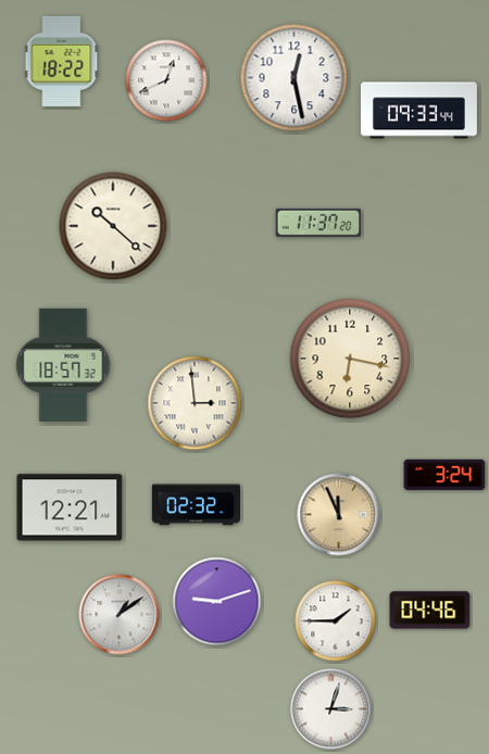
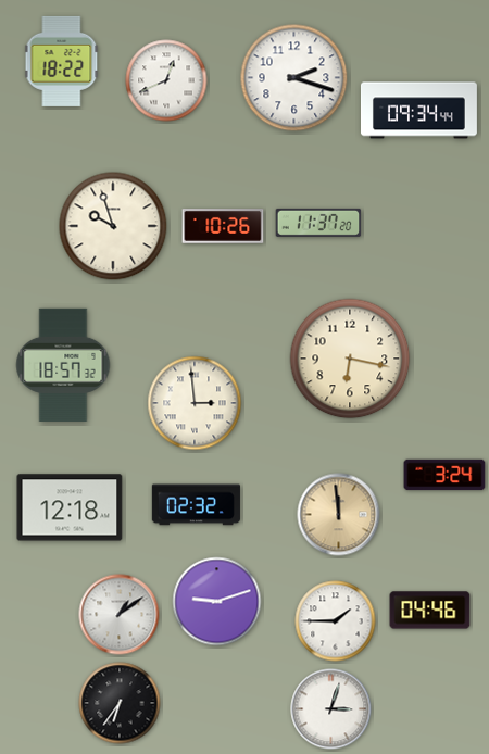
clock at (294, 78): 12:28 -> 2:18
clock at (418, 111): 09:33 -> 09:34
clock at (113, 226): 10:22 -> 9:57
clock at (223, 226): none -> 10:26
clock at (70, 507): 12:21 -> 12:18
clock at (339, 515): 11:56 -> 11:59
clock at (120, 703): none -> 6:36
